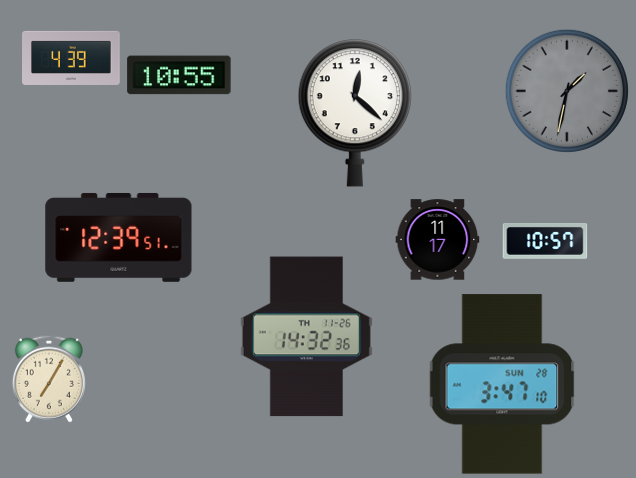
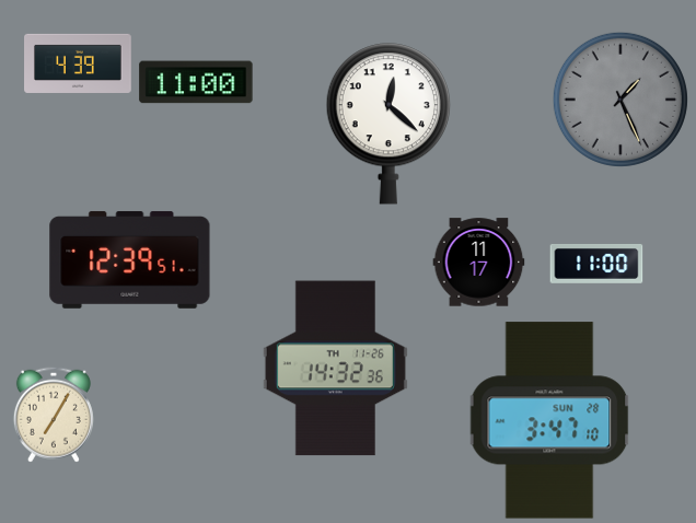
clock at (179, 75): 10:55 -> 11:00
clock at (567, 91): 1:32 -> 1:26
clock at (545, 241): 10:57 -> 11:00
